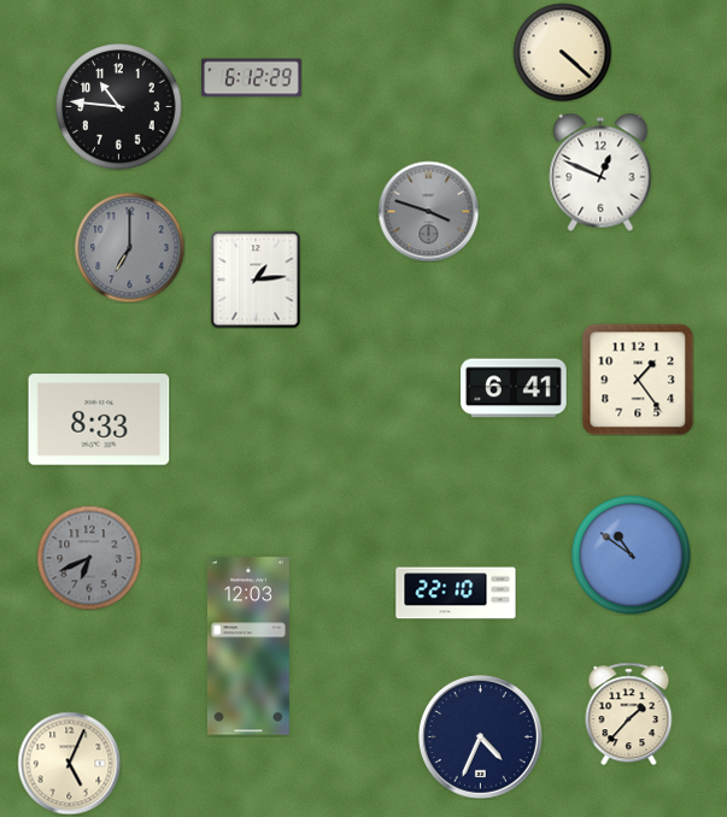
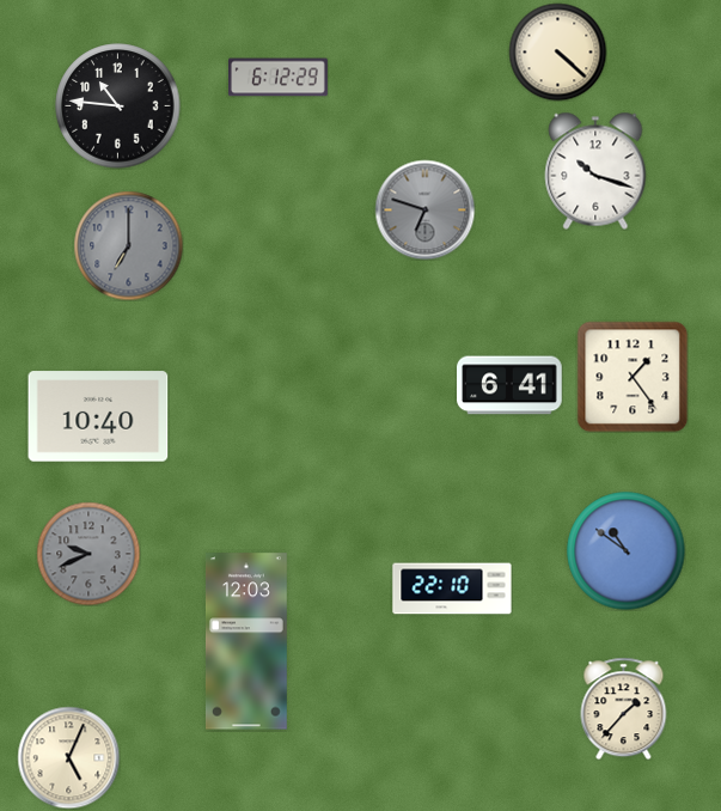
clock at (251, 78) position: (251, 78) -> (277, 78)
clock at (600, 172): 12:49 -> 10:18
clock at (428, 211): 3:48 -> 6:48
clock at (256, 280): 1:14 -> none
clock at (99, 419): 8:33 -> 10:40
clock at (89, 558): 6:41 -> 9:41
clock at (480, 736): 4:34 -> none
